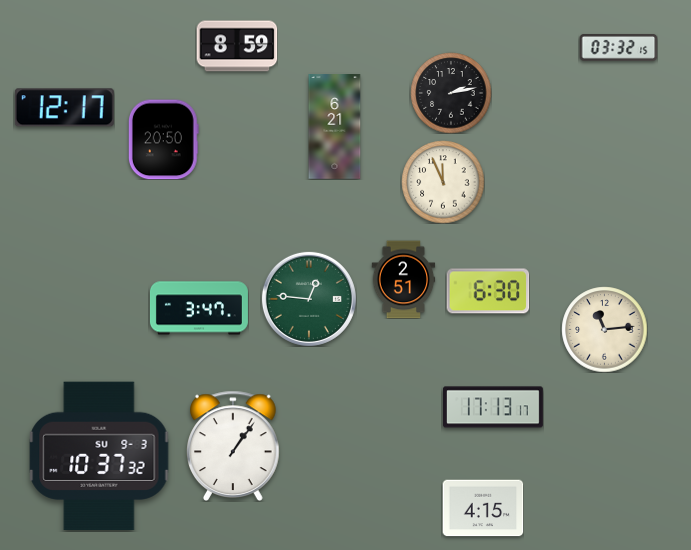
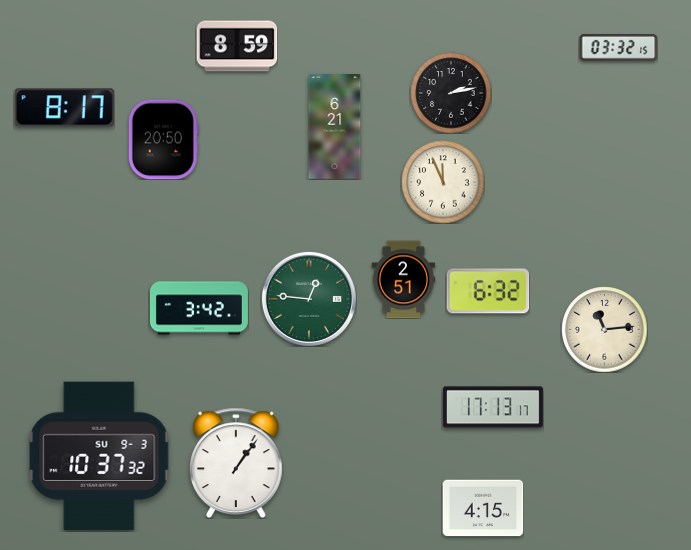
clock at (64, 108): 12:17 -> 8:17
clock at (488, 291): 6:30 -> 6:32
clock at (199, 308): 3:47 -> 3:42
clock at (234, 446) position: (234, 446) -> (237, 463)
